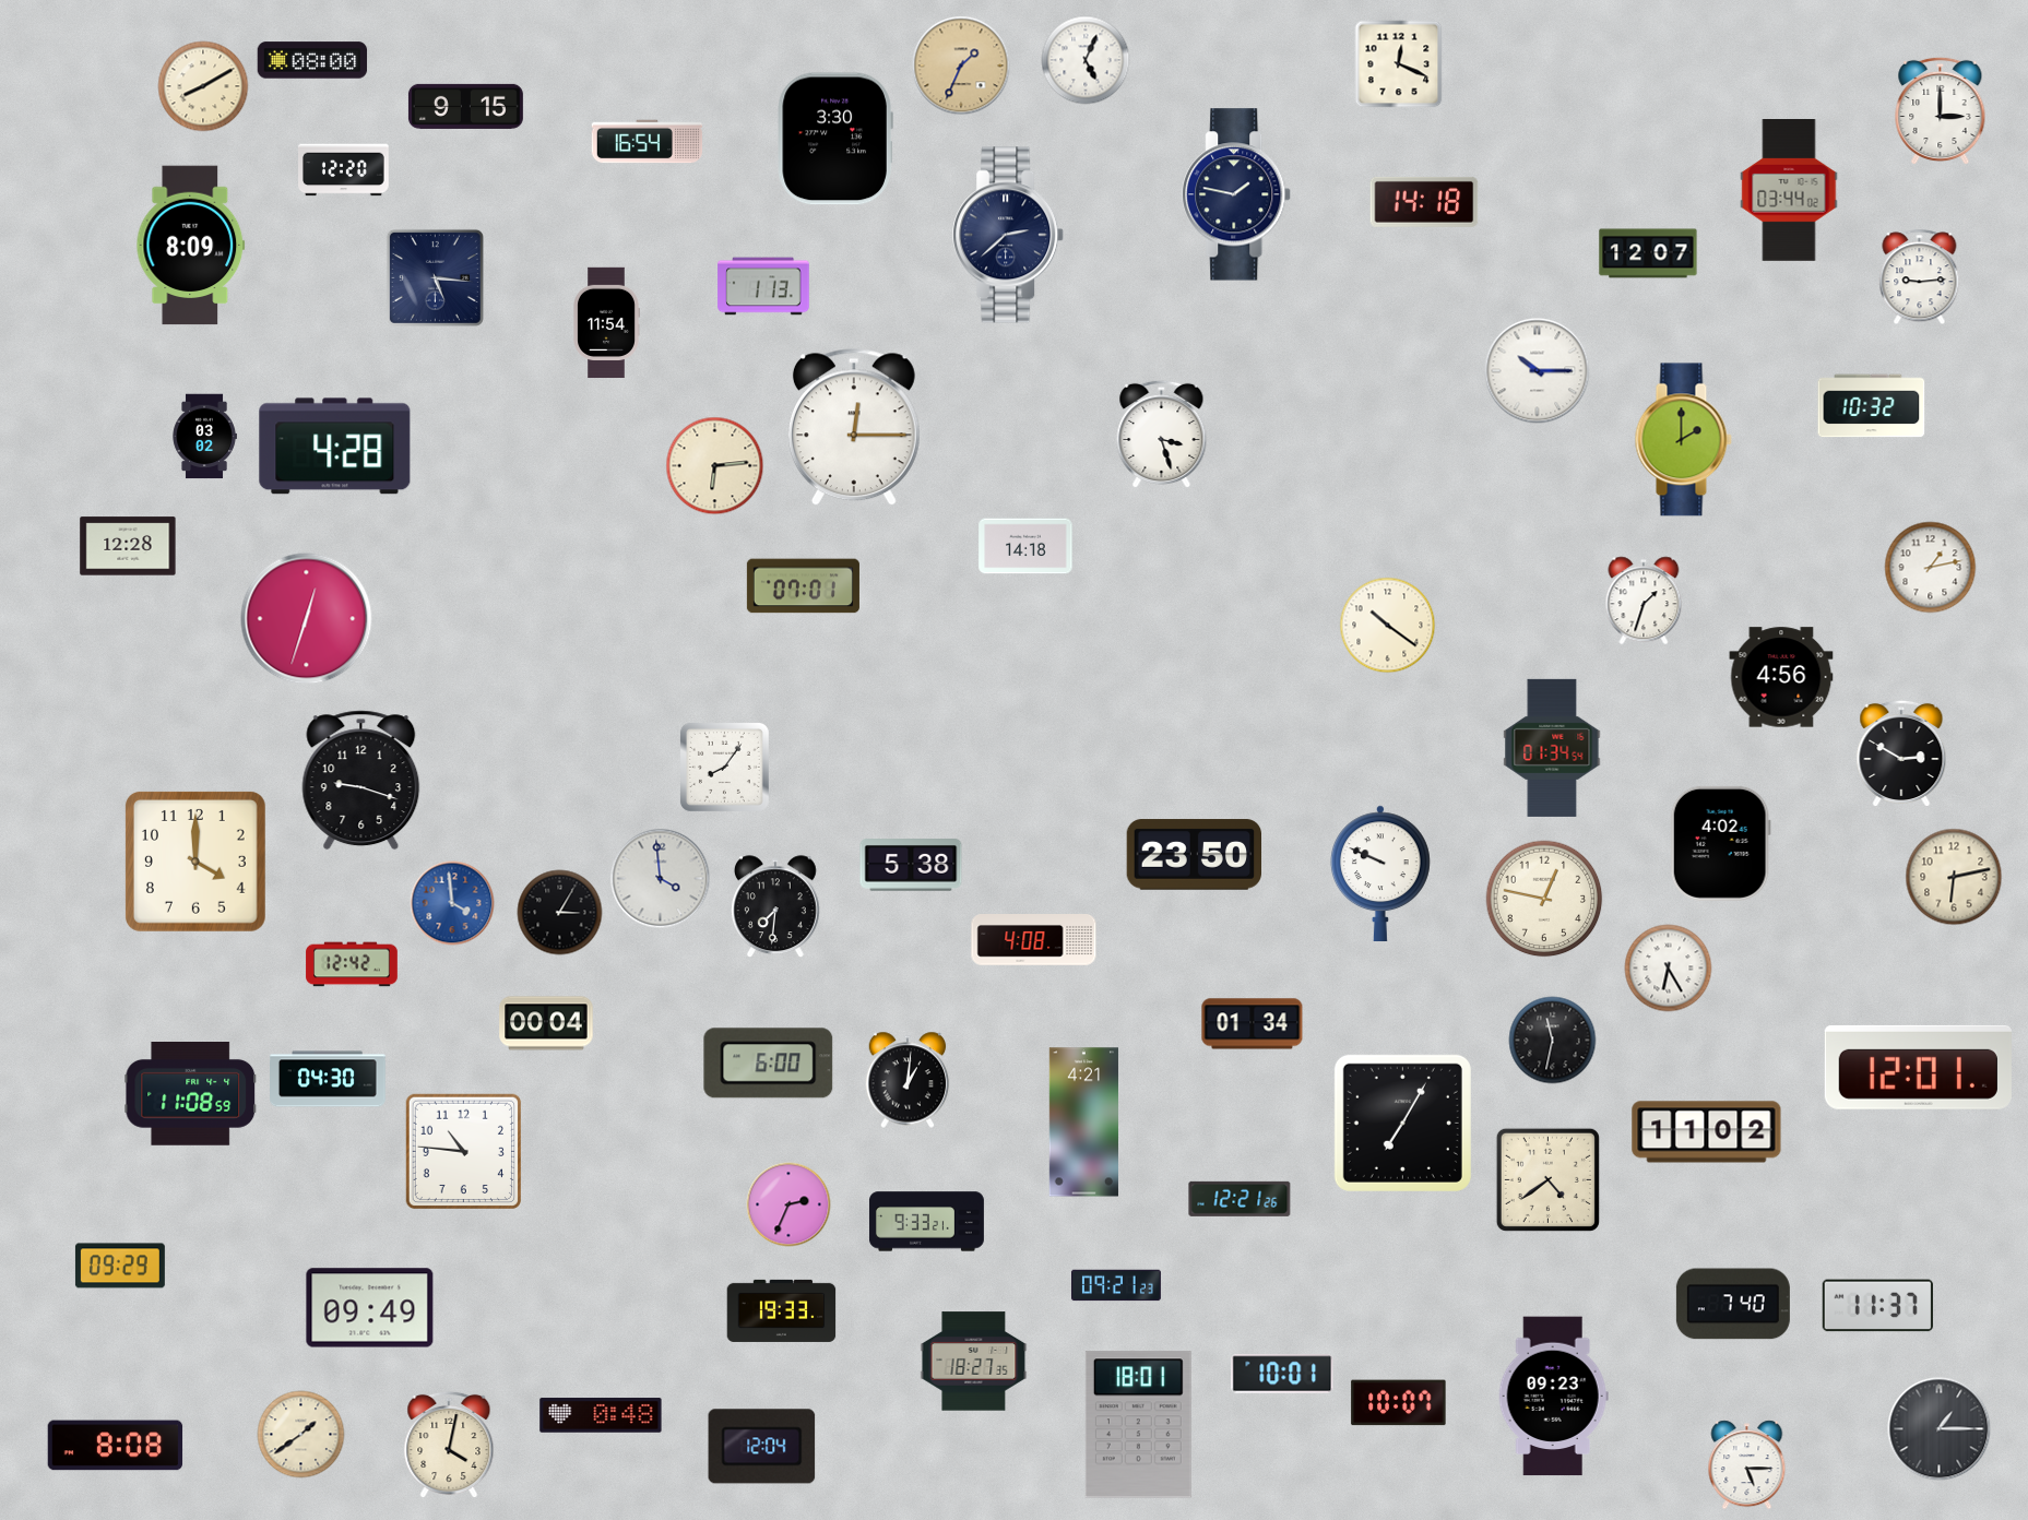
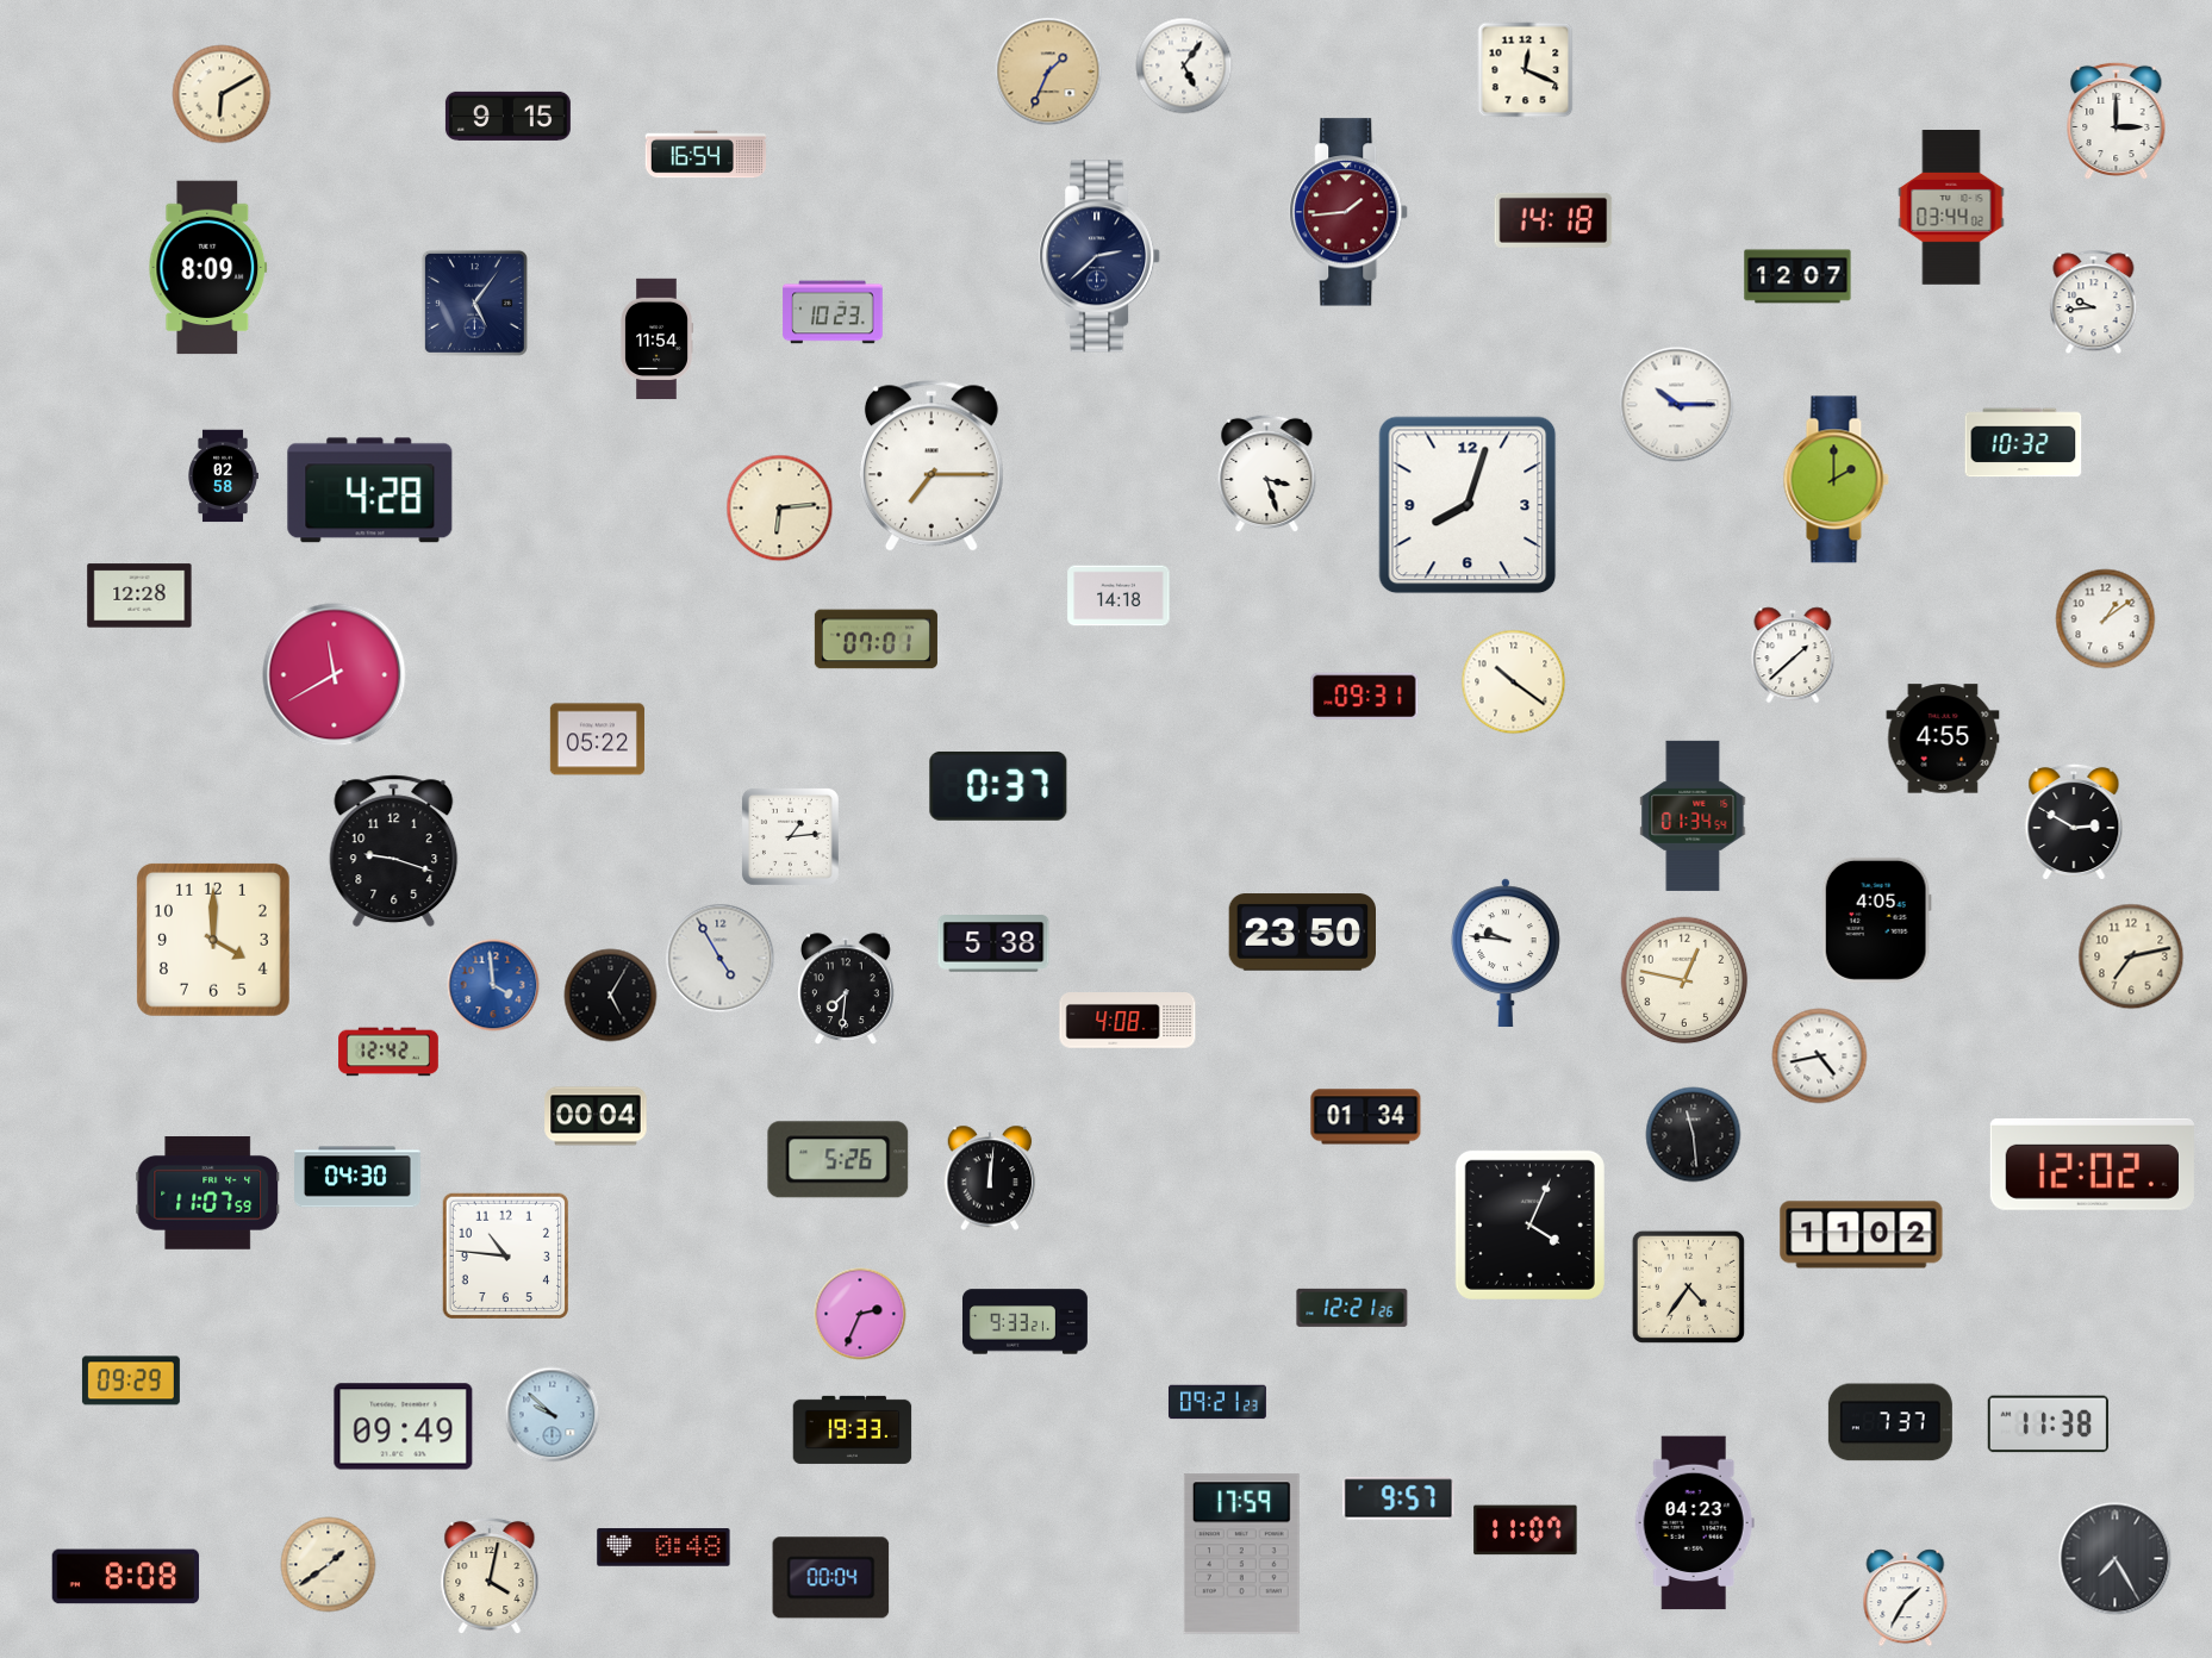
clock at (312, 60): 08:00 -> none
clock at (1086, 60): 5:04 -> 5:06
clock at (203, 86): 8:10 -> 6:10
clock at (835, 139): 3:30 -> none
clock at (344, 170): 12:20 -> none
clock at (1237, 194): 1:47 -> 1:44
clock at (1237, 194) dial: navy -> burgundy
clock at (435, 277): 5:16 -> 5:06
clock at (1920, 277): 9:14 -> 9:44
clock at (763, 286): 1:13 -> 10:23
clock at (606, 323) position: (606, 323) -> (656, 339)
clock at (1872, 406) position: (1872, 406) -> (2024, 443)
clock at (854, 428): 12:15 -> 7:15
clock at (204, 437): 03:02 -> 02:58
clock at (335, 447) position: (335, 447) -> (370, 491)
clock at (1468, 505): none -> 8:03
clock at (1931, 568): 1:13 -> 1:09
clock at (1644, 601): 1:33 -> 1:38
clock at (307, 619): 12:33 -> 11:40
clock at (1365, 696): none -> 09:31
clock at (1781, 677): 4:56 -> 4:55
clock at (597, 740): none -> 05:22
clock at (998, 786): none -> 0:37
clock at (724, 767): 8:06 -> 1:14
clock at (1720, 843): 4:02 -> 4:05
clock at (1381, 872): 9:49 -> 9:46
clock at (1954, 877): 6:13 -> 7:13
clock at (661, 879): 3:59 -> 4:55
clock at (560, 913): 3:05 -> 5:05
clock at (1034, 940) position: (1034, 940) -> (1128, 1021)
clock at (352, 964) position: (352, 964) -> (388, 1052)
clock at (1669, 969): 6:25 -> 4:43
clock at (1553, 1041): 11:32 -> 11:29
clock at (769, 1064): 6:00 -> 5:26
clock at (1918, 1067): 12:01 -> 12:02
clock at (908, 1080): 1:01 -> 12:01
clock at (191, 1094): 11:08 -> 11:07
clock at (1083, 1123): 4:21 -> none
clock at (1402, 1123): 7:05 -> 4:04
clock at (1547, 1179): 4:39 -> 4:36
clock at (926, 1222) position: (926, 1222) -> (1024, 1322)
clock at (553, 1415): none -> 9:52
clock at (1733, 1304): 7:40 -> 7:37
clock at (1877, 1306): 11:37 -> 11:38
clock at (974, 1362): 18:27 -> none
clock at (1282, 1374): 10:01 -> 9:57
clock at (1553, 1397): 09:23 -> 04:23
clock at (1399, 1403): 10:07 -> 11:07
clock at (601, 1415) position: (601, 1415) -> (663, 1547)
clock at (1138, 1425): 18:01 -> 17:59
clock at (1940, 1429): 1:15 -> 7:25
clock at (762, 1447): 12:04 -> 00:04
clock at (1747, 1465): 5:15 -> 1:35
